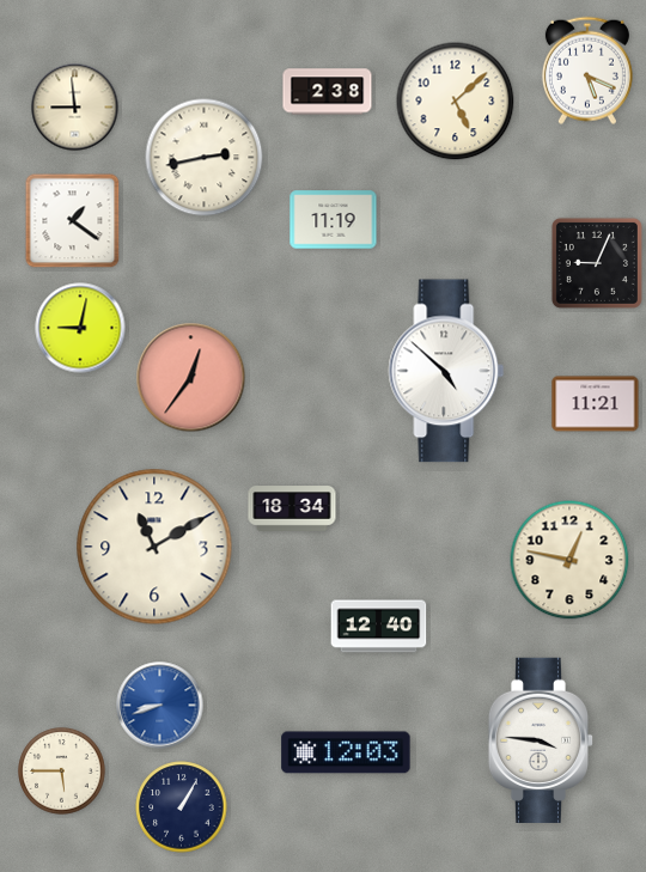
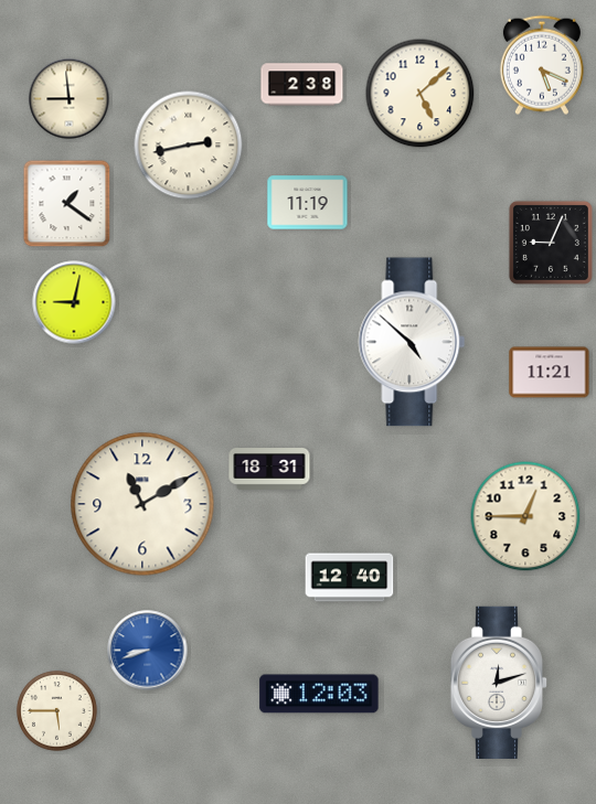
clock at (191, 378): 12:36 -> none
clock at (292, 508): 18:34 -> 18:31
clock at (569, 560): 12:47 -> 12:45
clock at (541, 740): 3:46 -> 12:12
clock at (182, 807): 1:05 -> none
